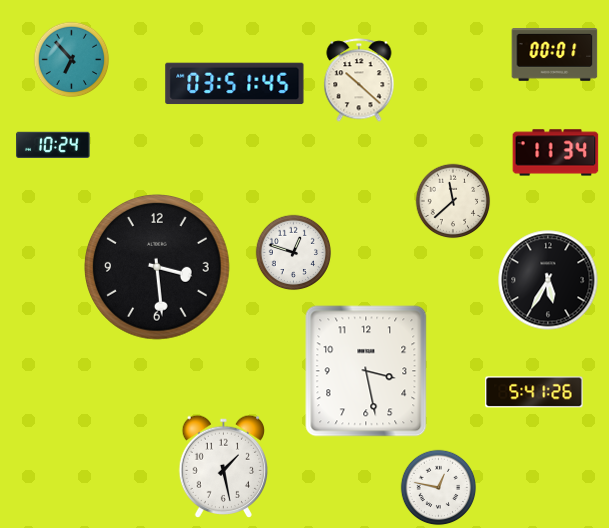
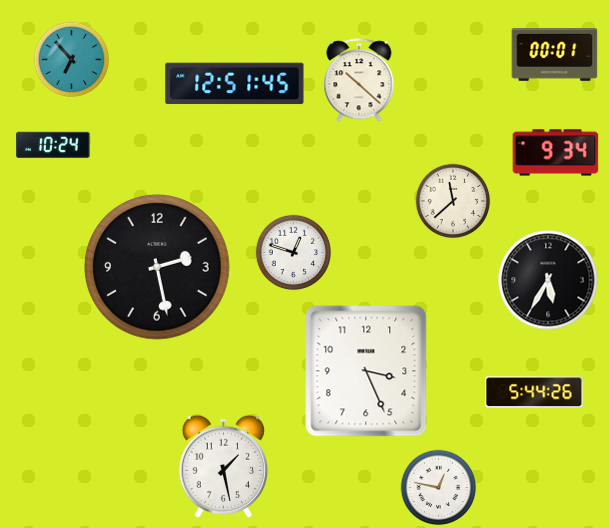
clock at (235, 84): 03:51 -> 12:51
clock at (556, 153): 11:34 -> 9:34
clock at (157, 267): 3:29 -> 2:28
clock at (366, 371): 3:28 -> 3:26
clock at (534, 392): 5:41 -> 5:44
